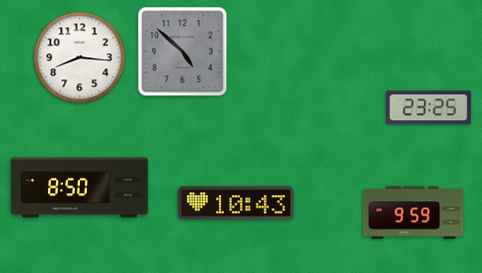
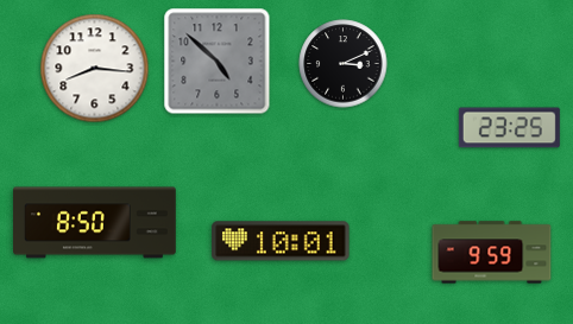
clock at (344, 64): none -> 3:11
clock at (236, 203): 10:43 -> 10:01
